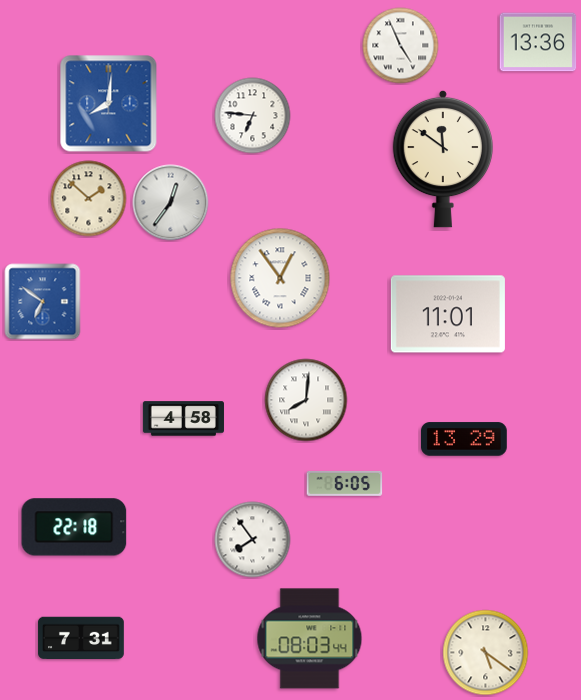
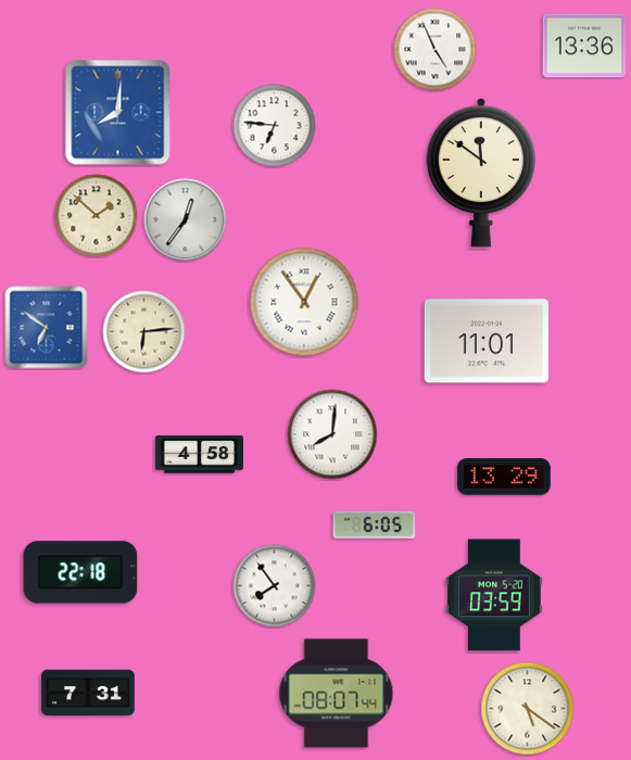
clock at (144, 332): none -> 6:14
clock at (495, 595): none -> 03:59
clock at (310, 639): 08:03 -> 08:07
